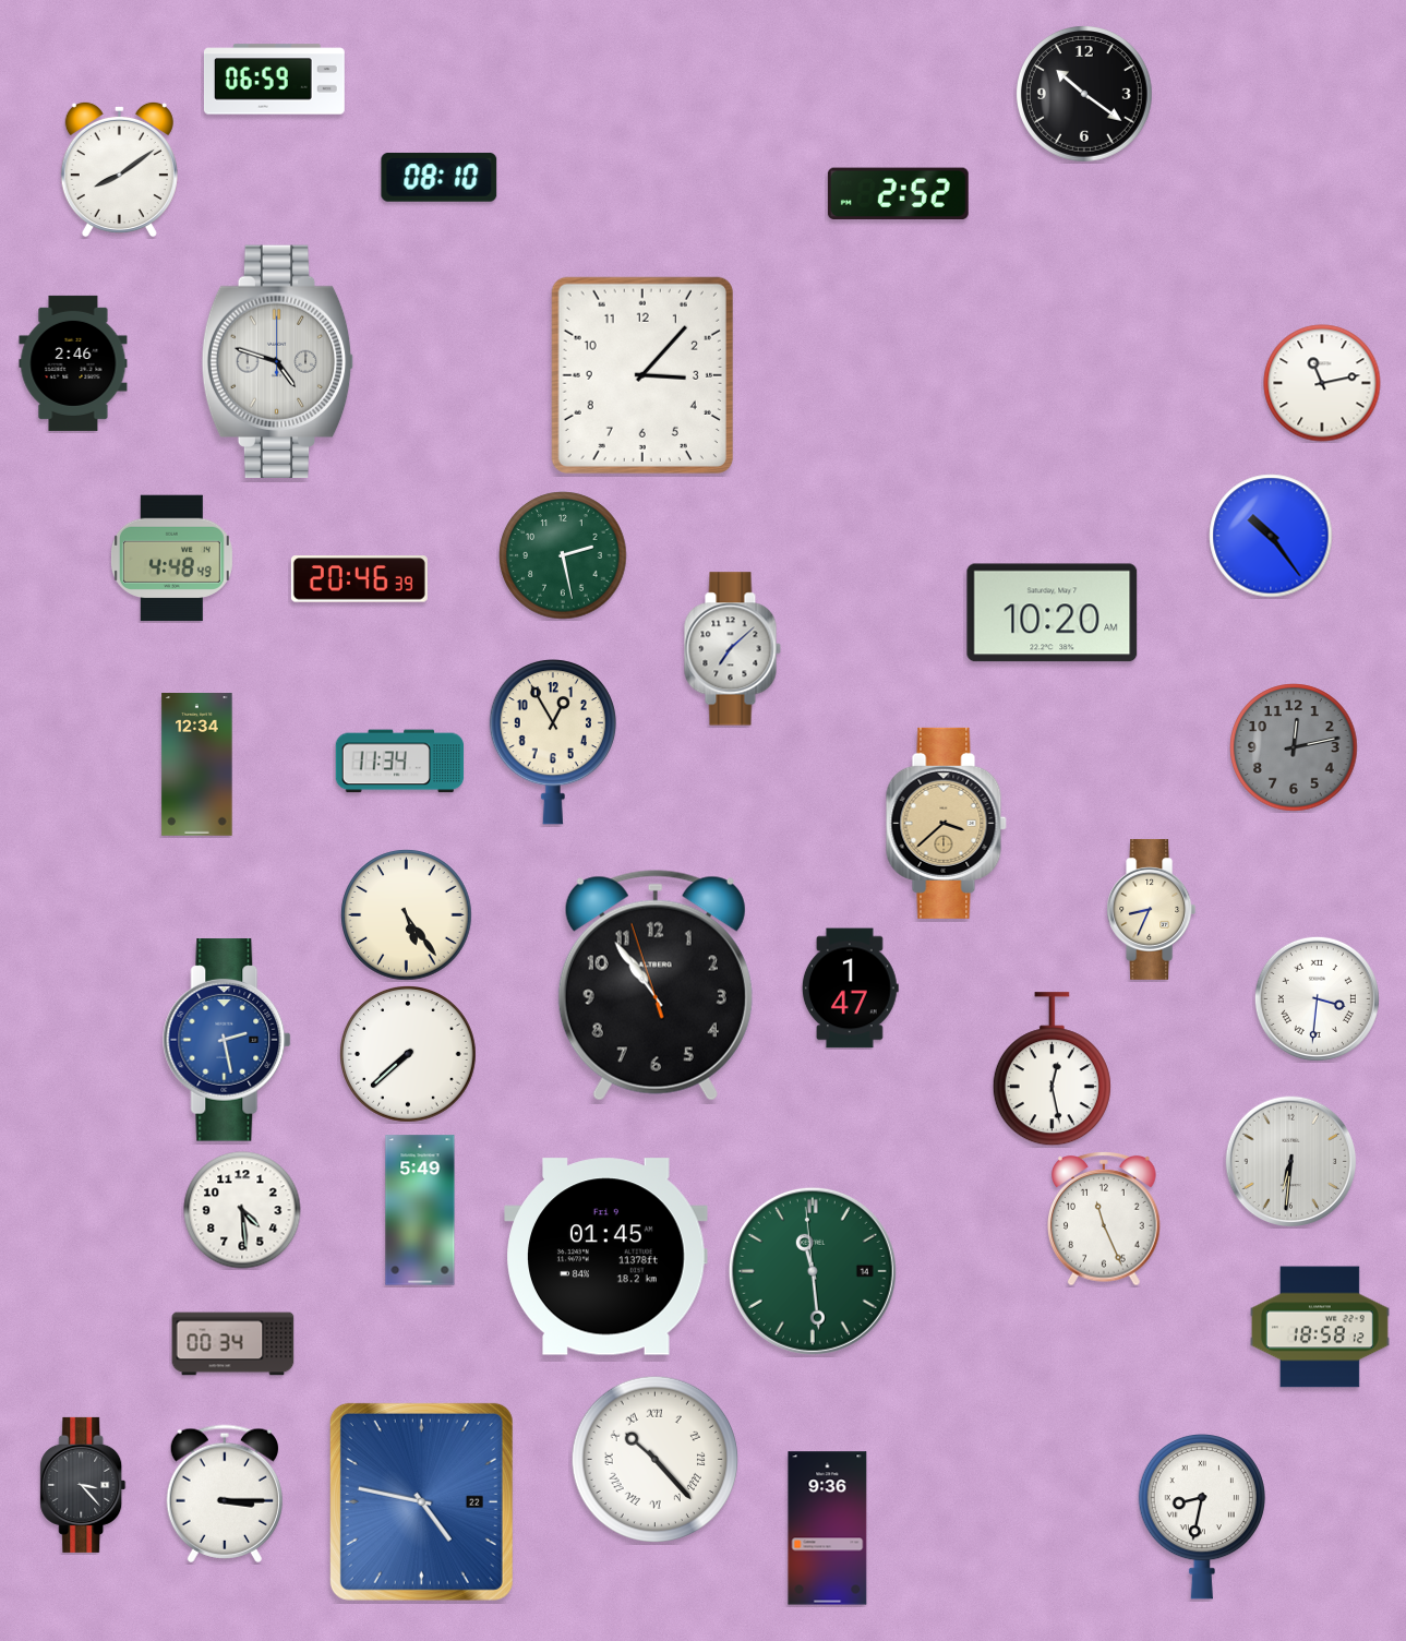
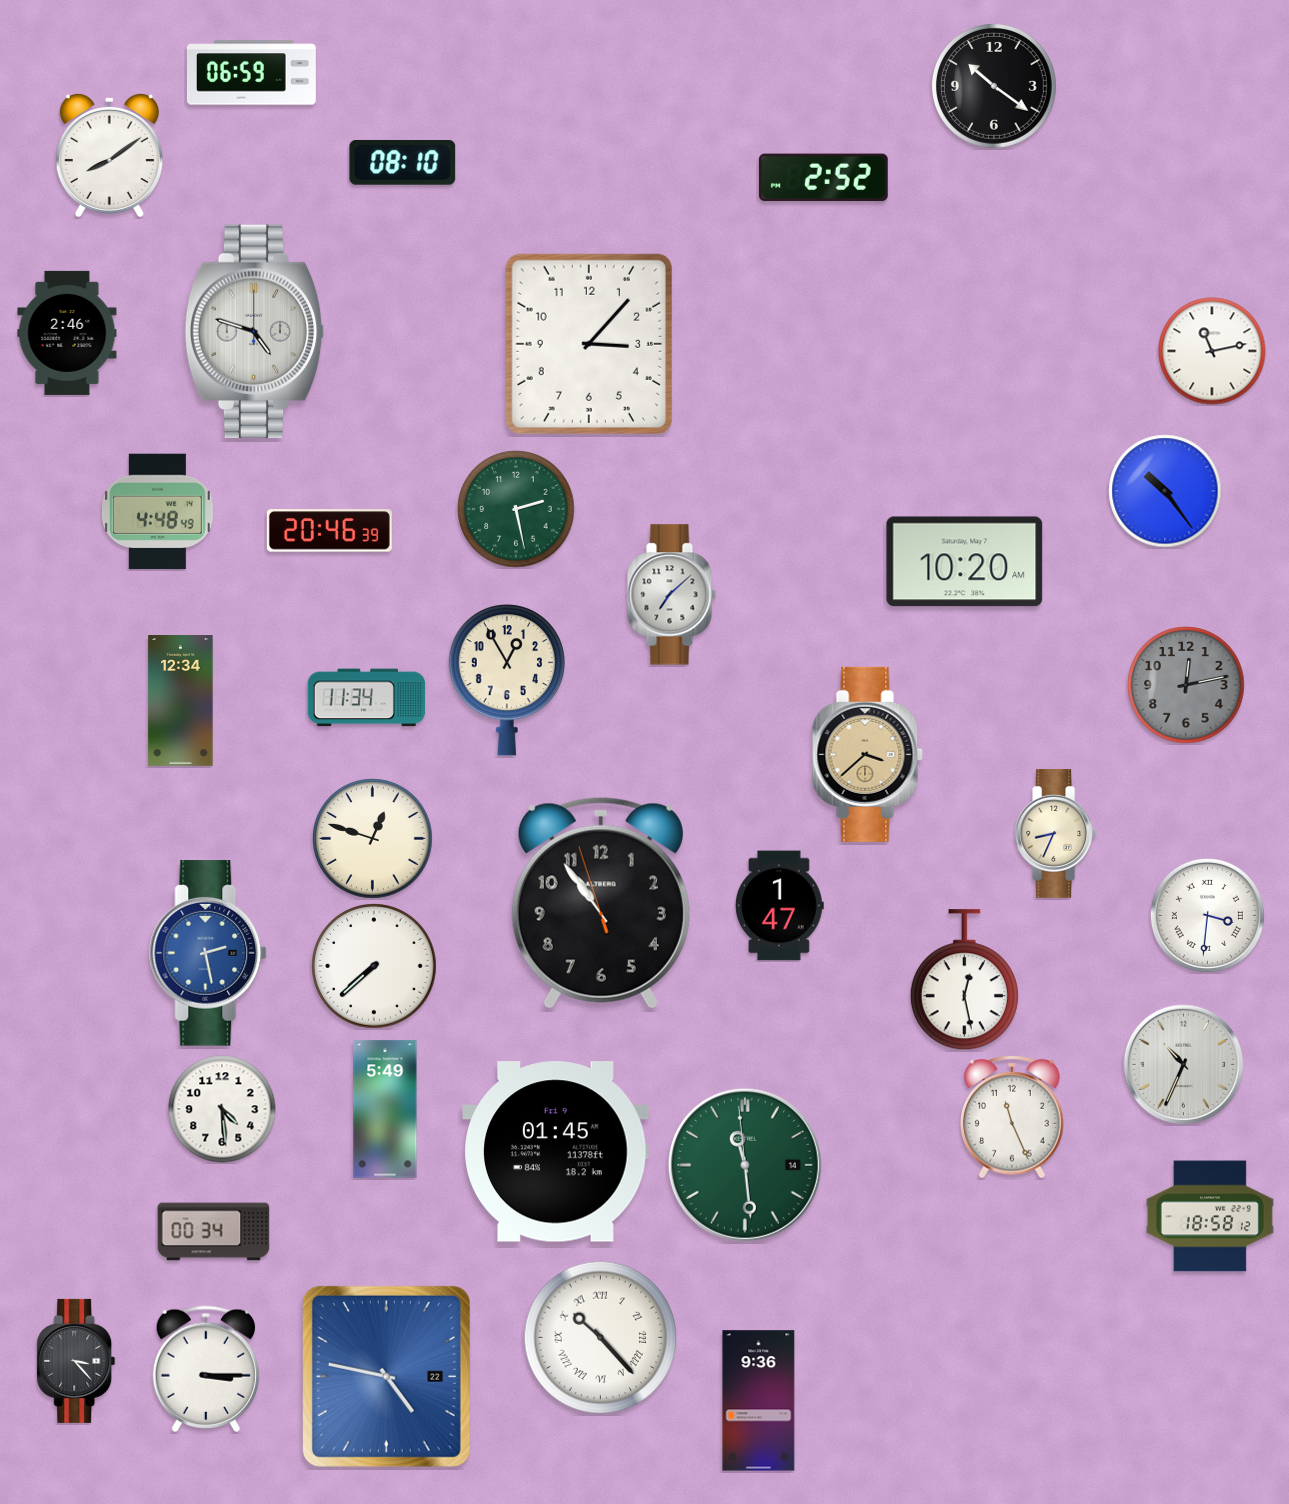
clock at (407, 915): 5:24 -> 12:48
clock at (1291, 1162): 6:31 -> 10:34
clock at (1202, 1518): 8:32 -> none
